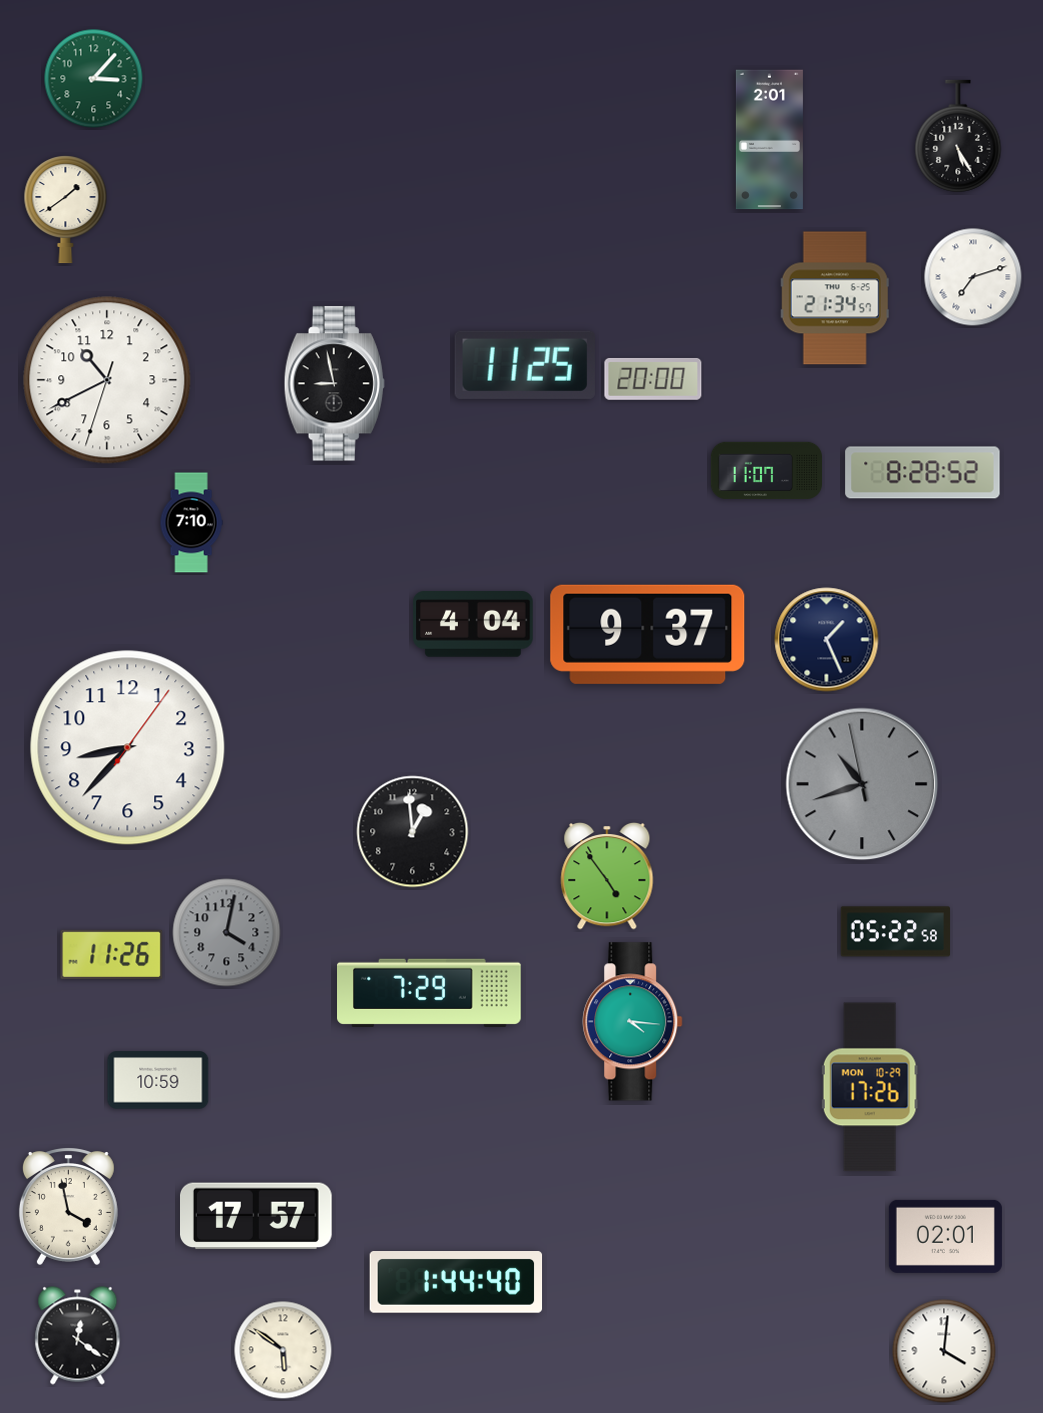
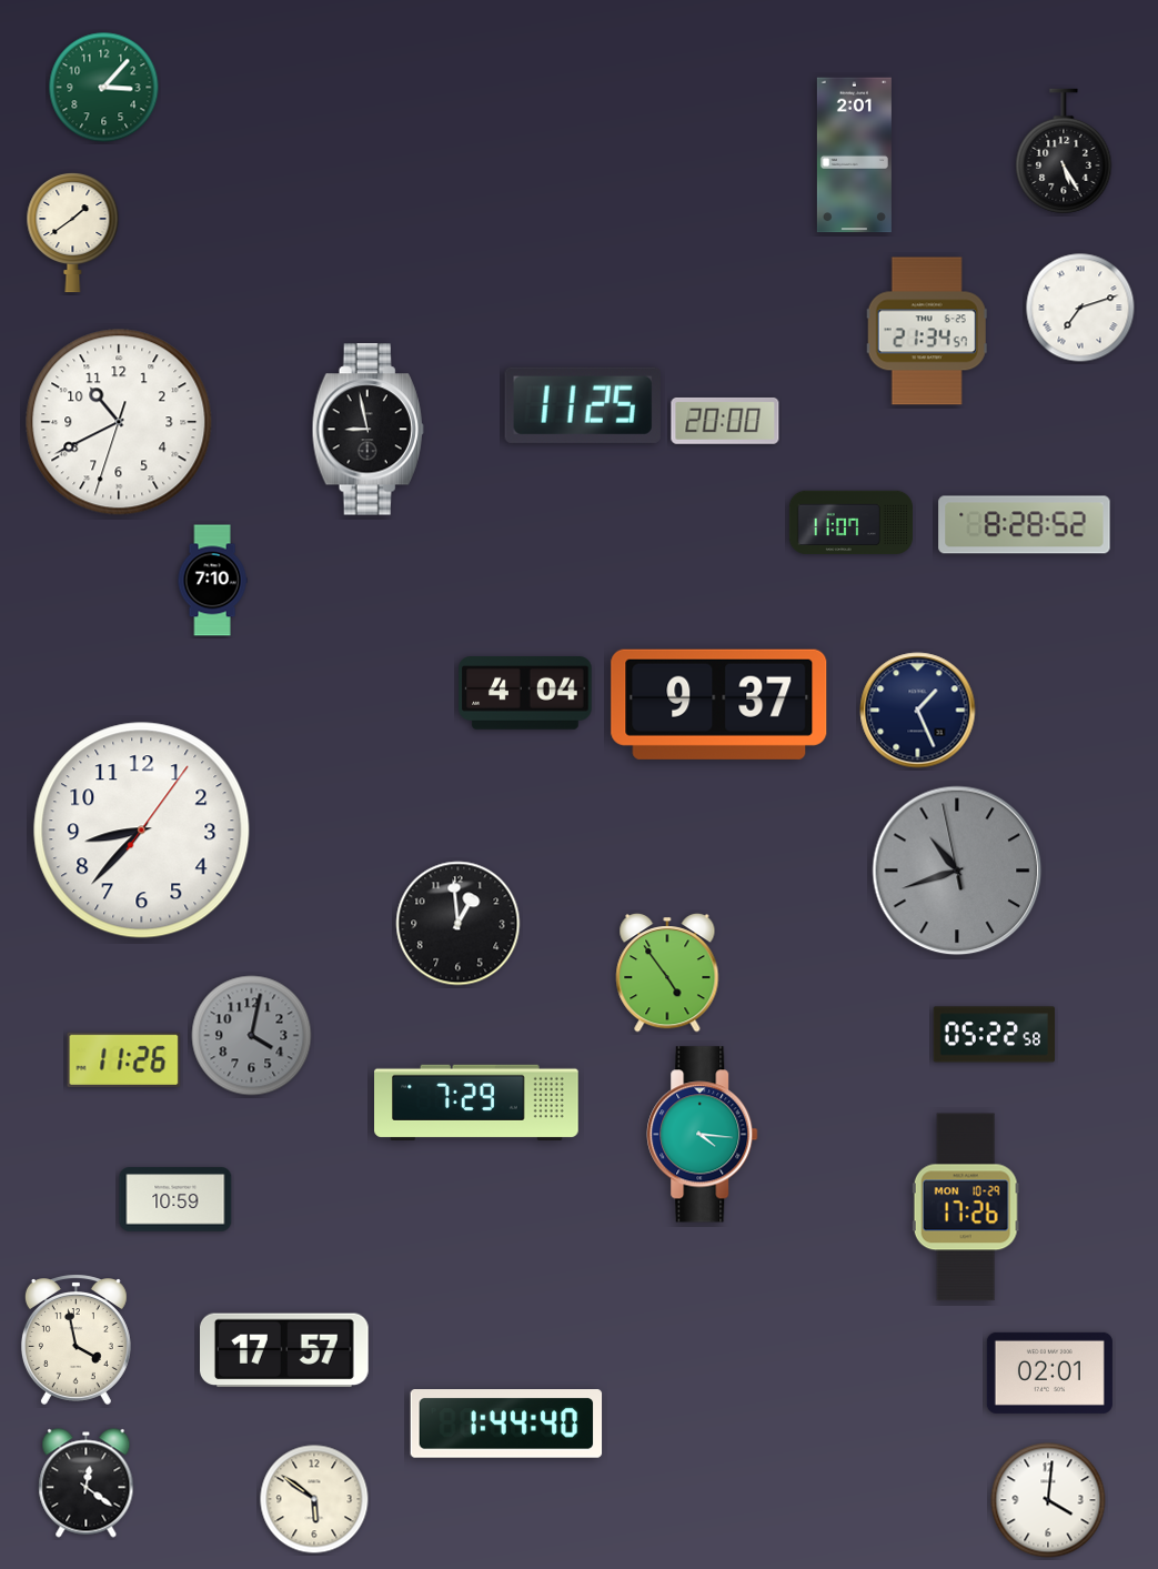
clock at (334, 384) position: (334, 384) -> (367, 430)
clock at (607, 877) position: (607, 877) -> (667, 974)
